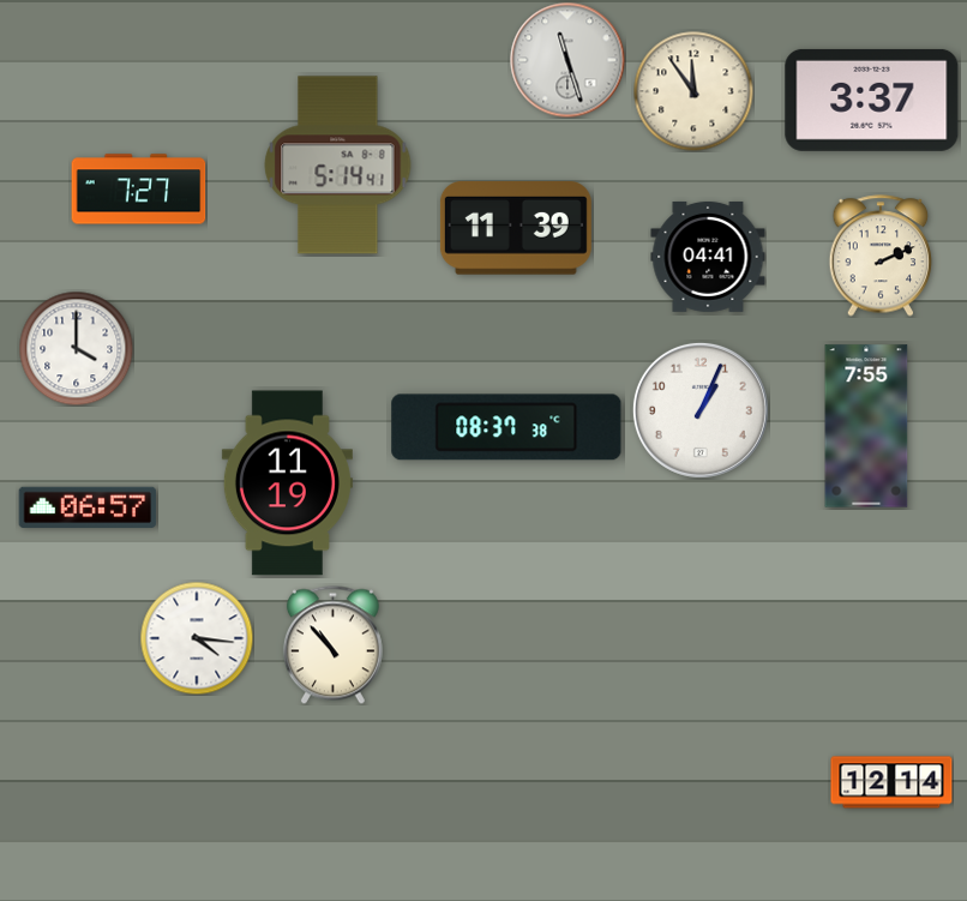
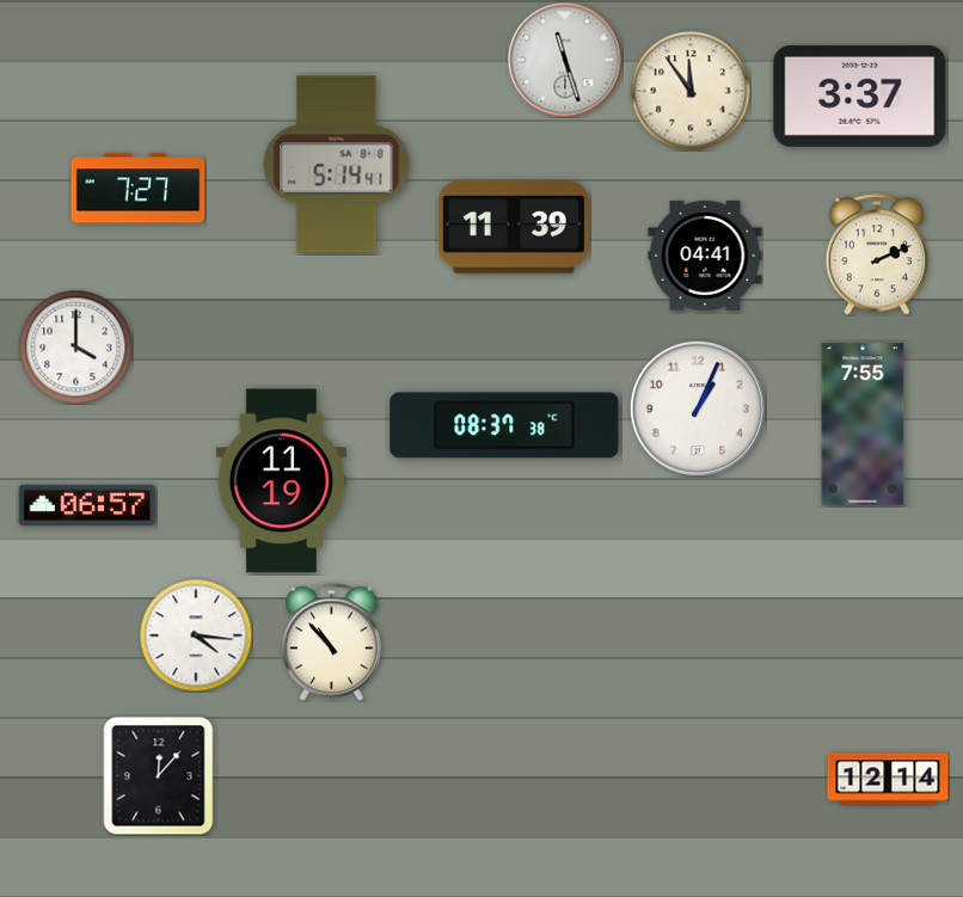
clock at (872, 100) position: (872, 100) -> (860, 96)
clock at (287, 483) position: (287, 483) -> (281, 481)
clock at (159, 776): none -> 12:07
